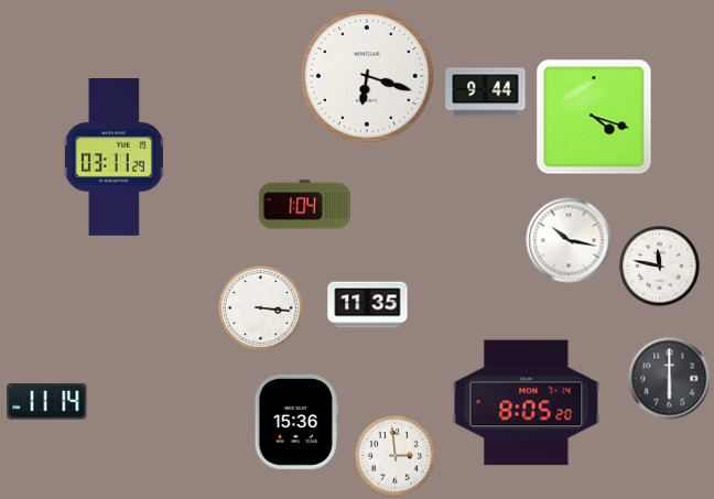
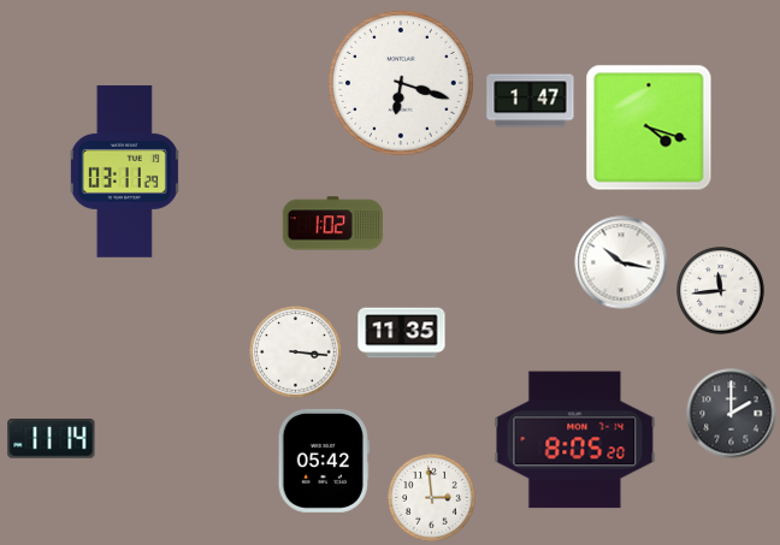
clock at (486, 93): 9:44 -> 1:47
clock at (304, 205): 1:04 -> 1:02
clock at (660, 267): 11:47 -> 11:44
clock at (261, 308) position: (261, 308) -> (296, 353)
clock at (670, 379): 6:00 -> 2:00
clock at (296, 422): 15:36 -> 05:42
